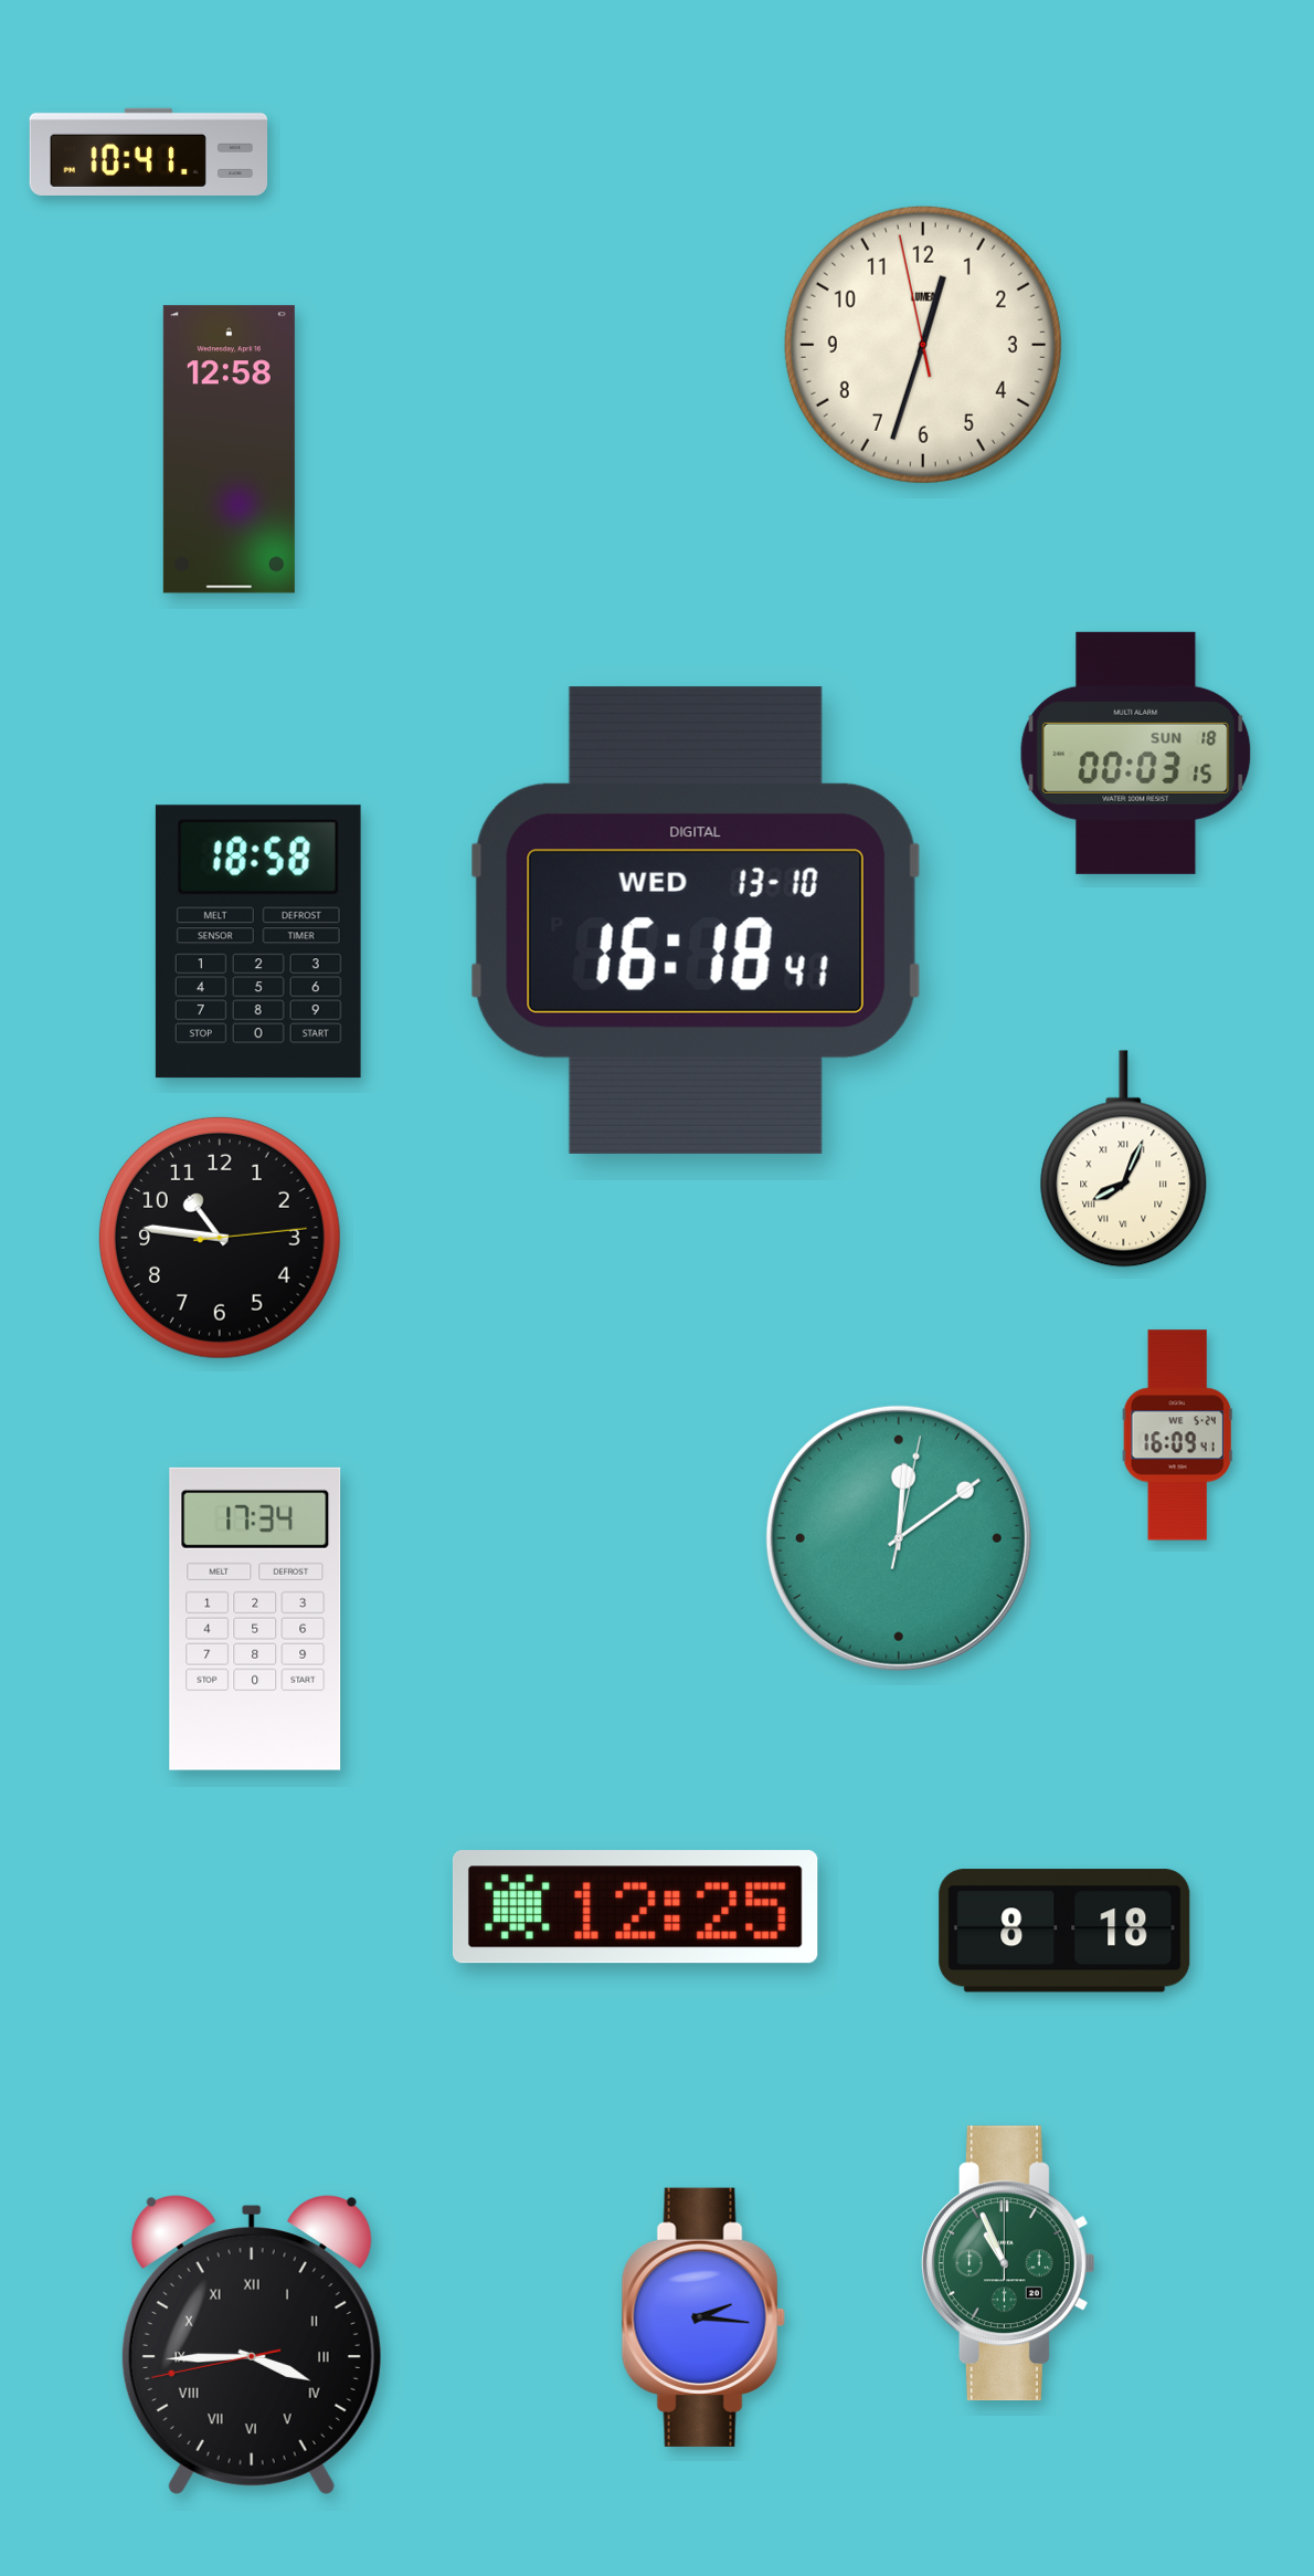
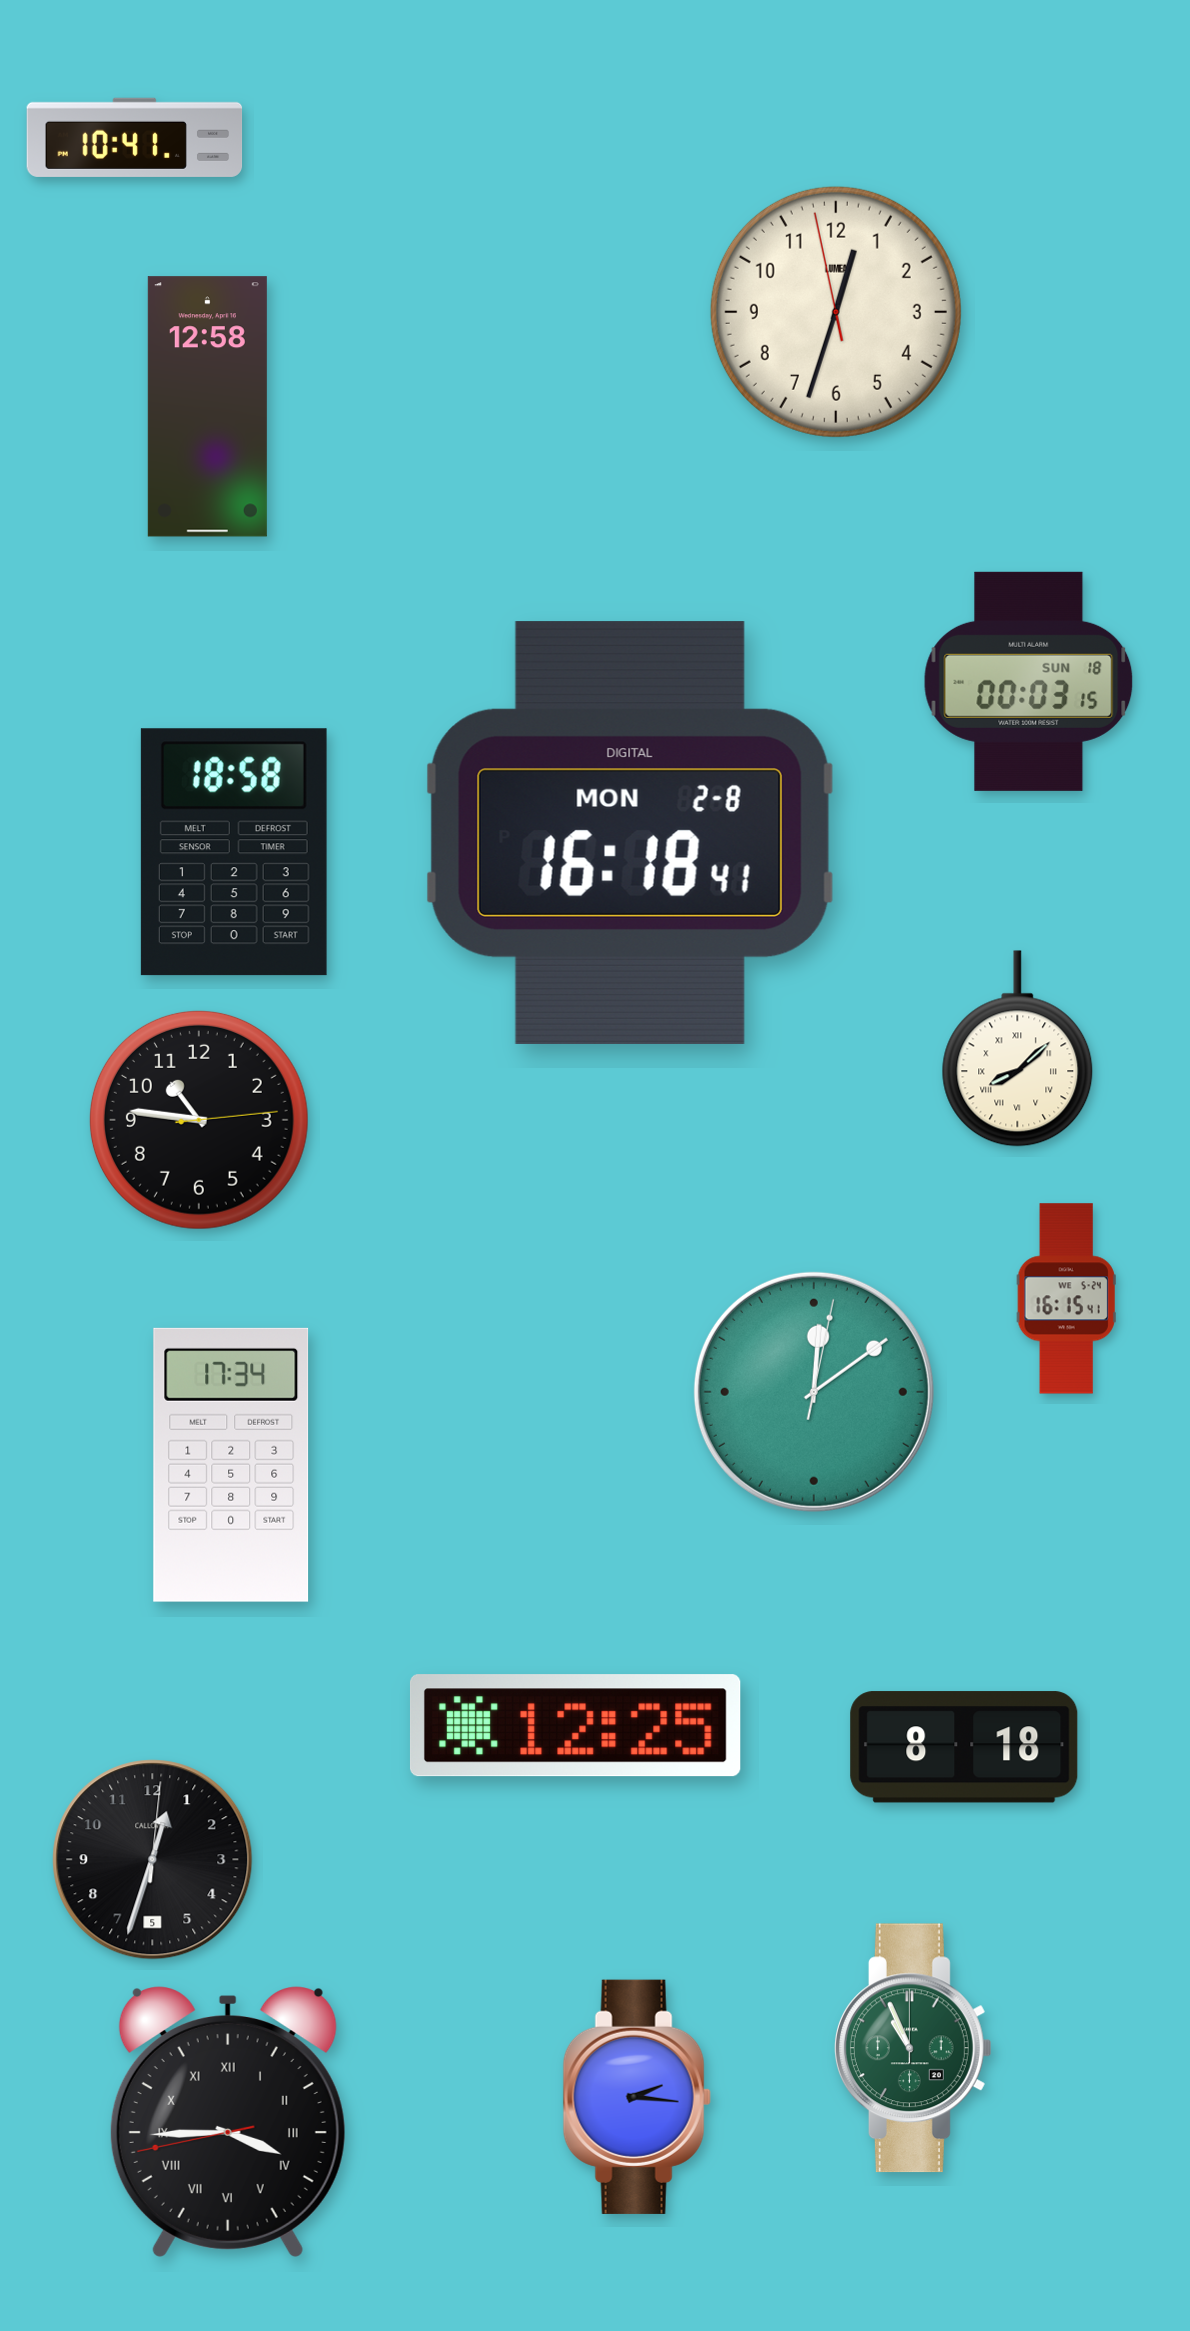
clock at (696, 921) date: WED 13-10 -> MON 2-8
clock at (1124, 1159): 8:04 -> 8:08
clock at (1177, 1436): 16:09 -> 16:15
clock at (153, 1860): none -> 12:33
